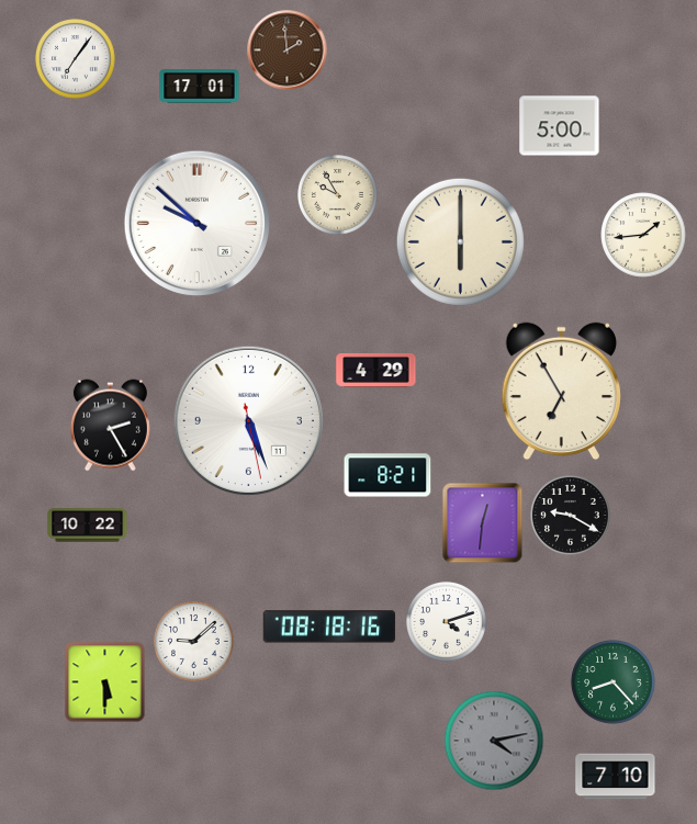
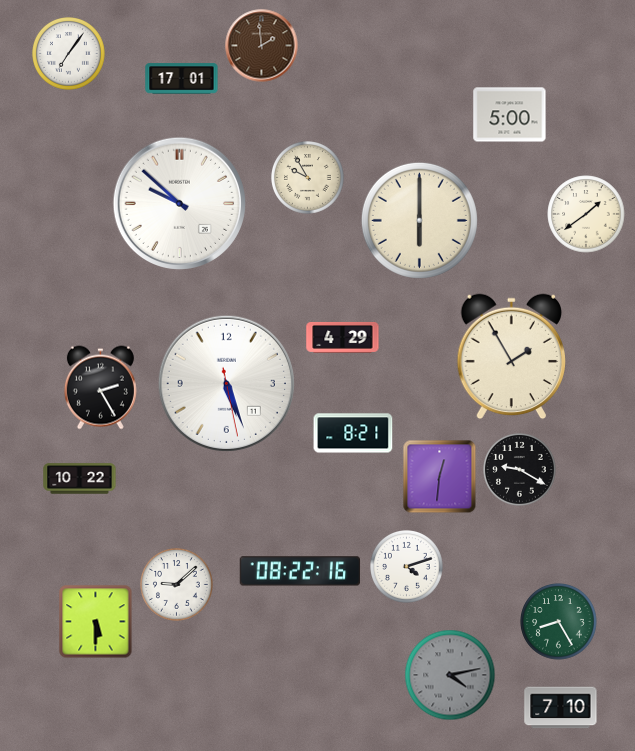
clock at (643, 235): 1:44 -> 1:39
clock at (561, 392): 6:55 -> 1:55
clock at (329, 627): 08:18 -> 08:22
clock at (614, 682): 8:23 -> 8:25
